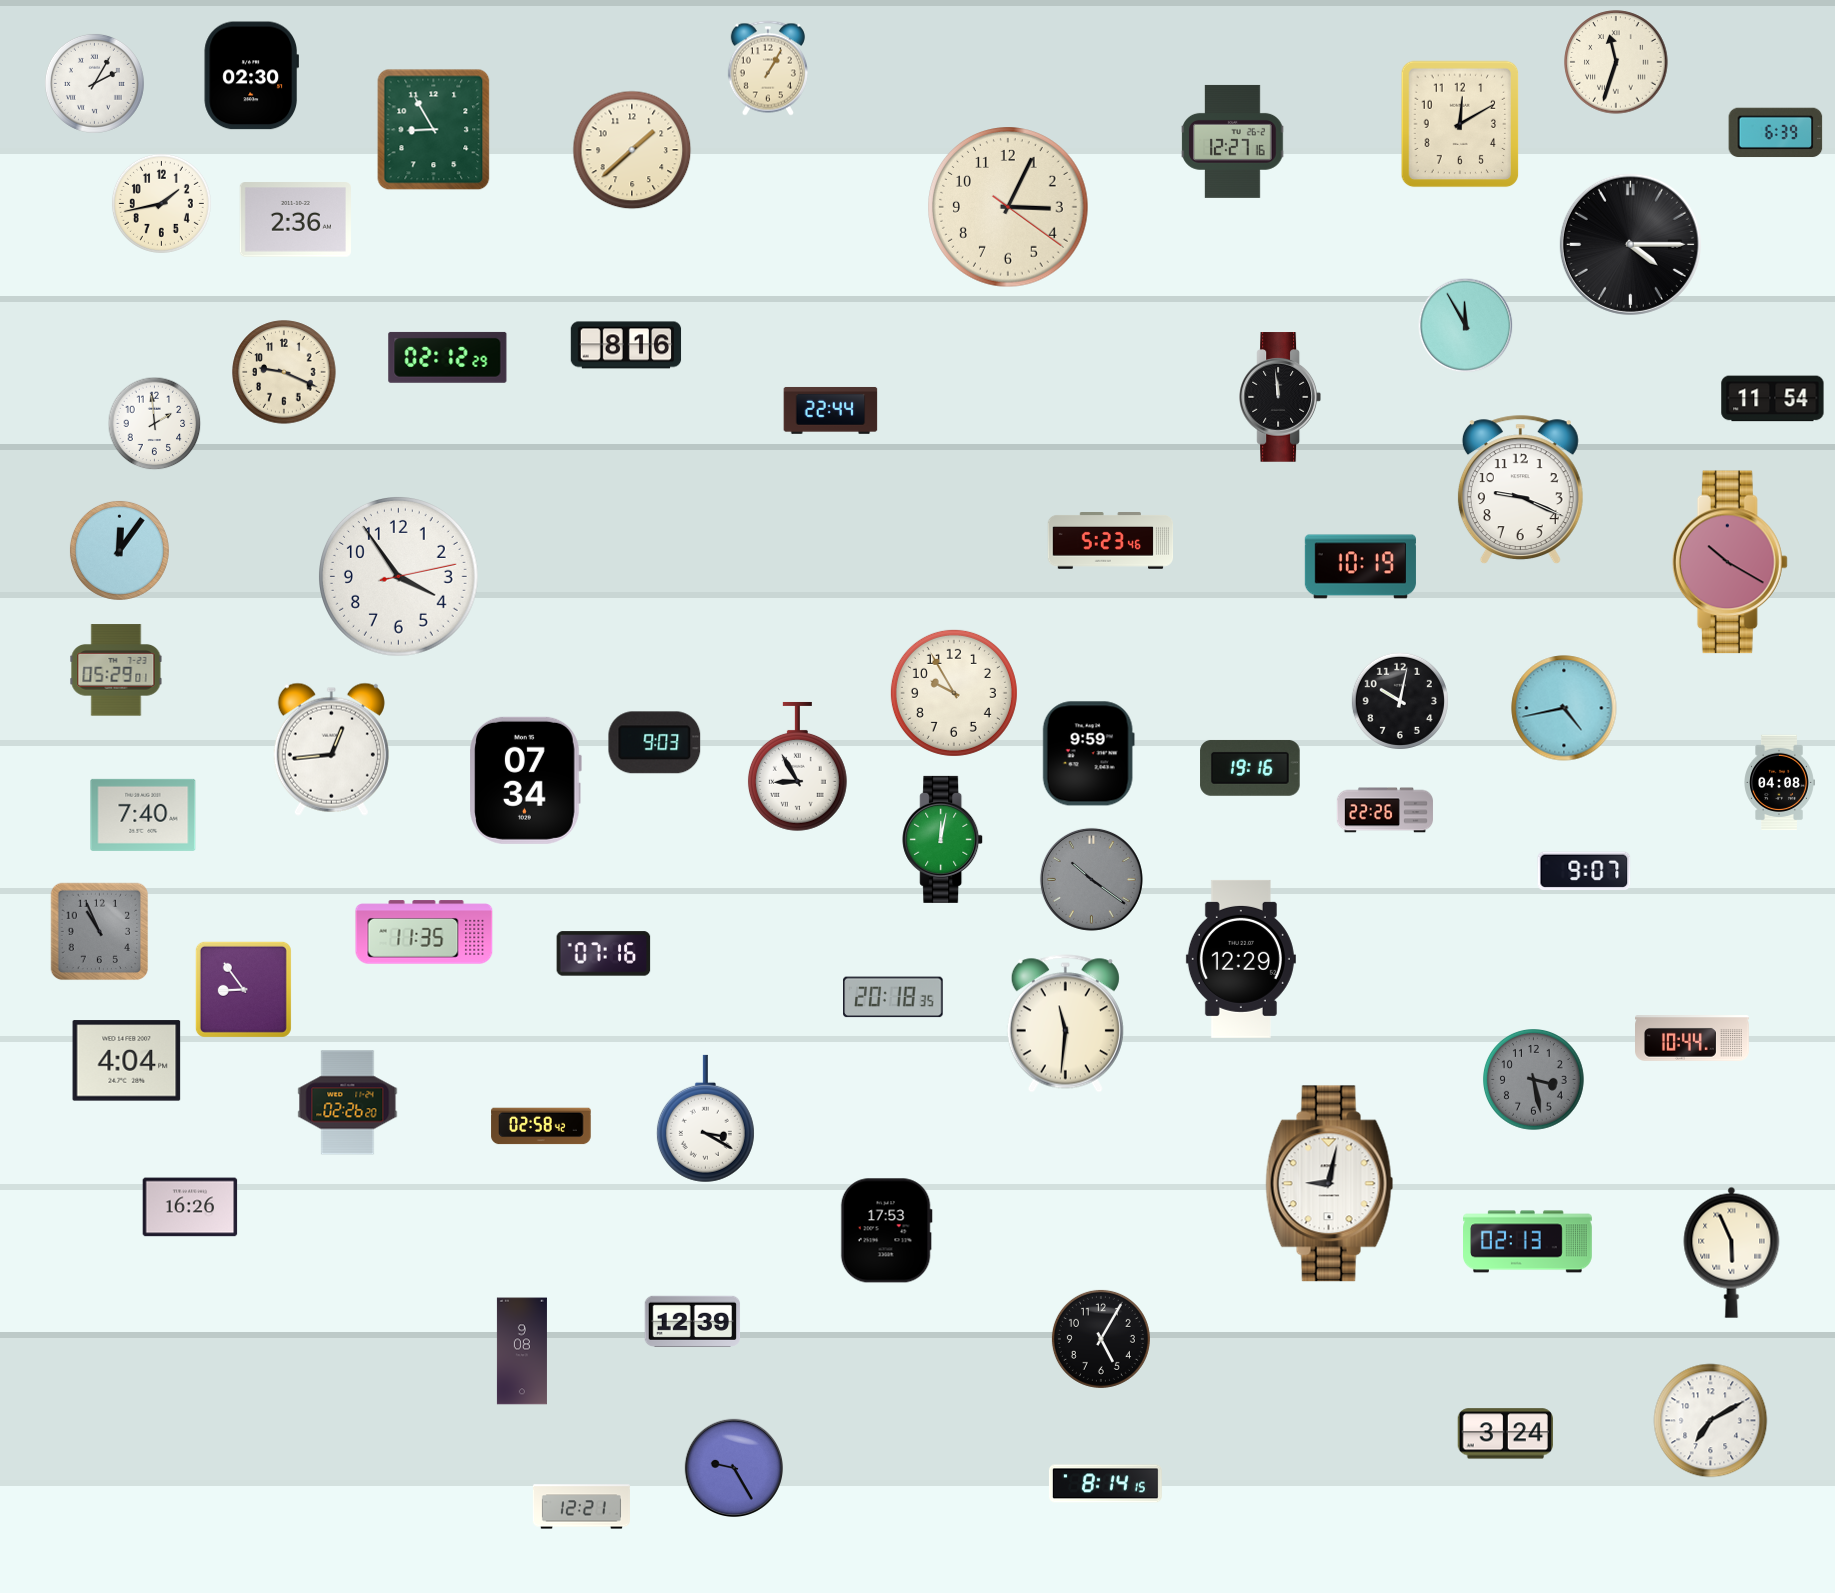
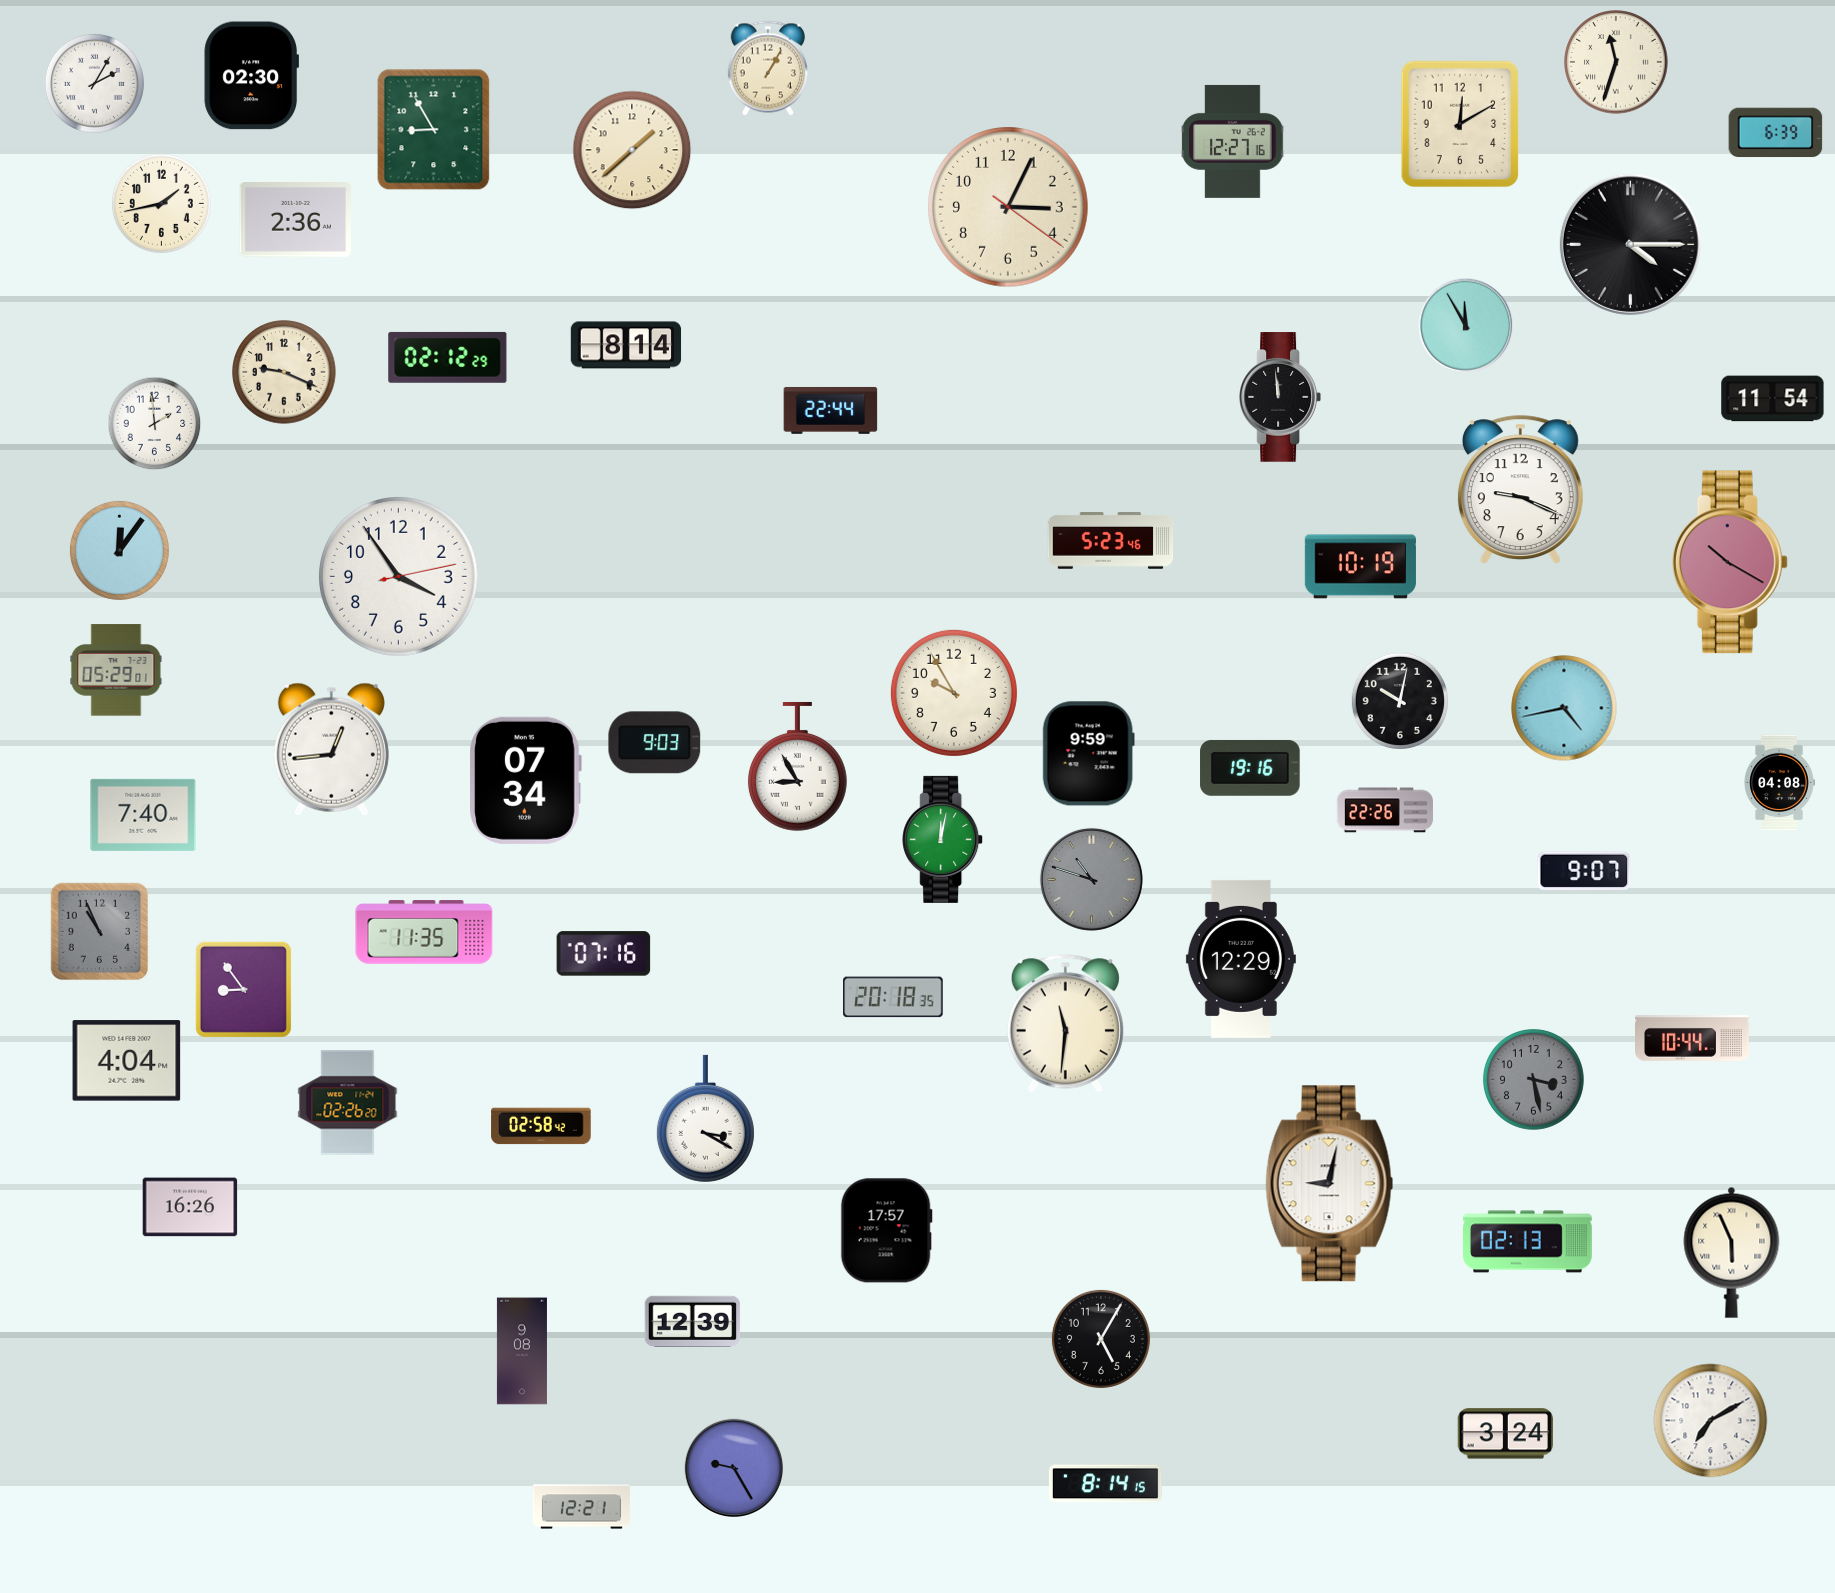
clock at (626, 345): 8:16 -> 8:14
clock at (1091, 879): 10:21 -> 10:48
clock at (886, 1231): 17:53 -> 17:57
